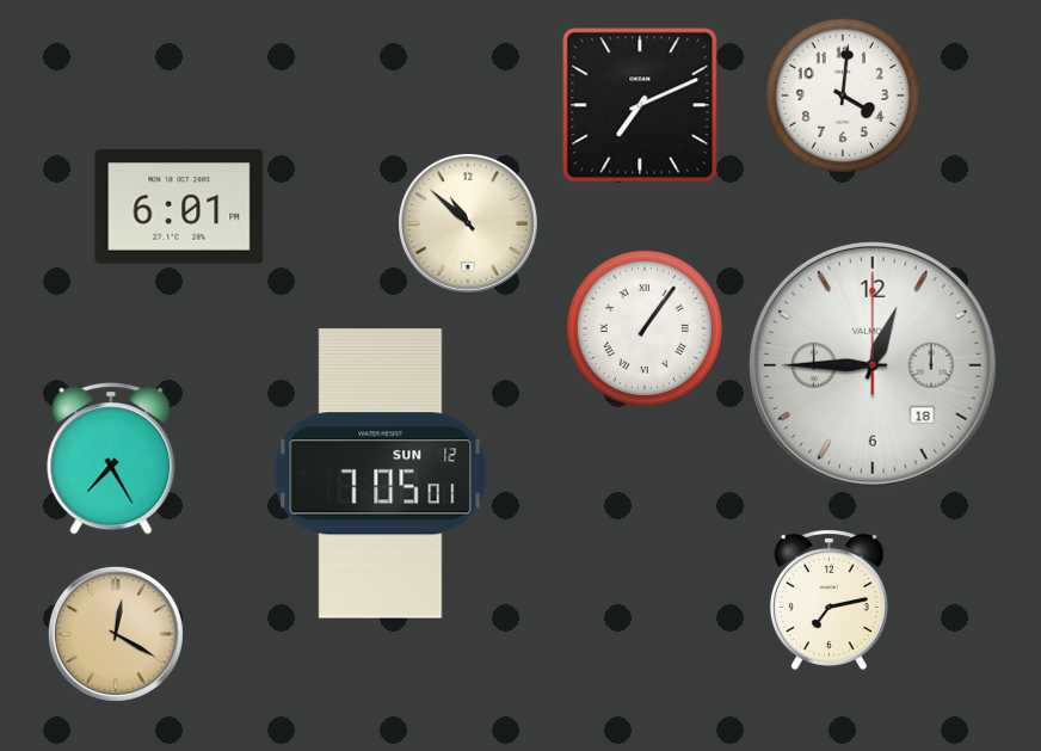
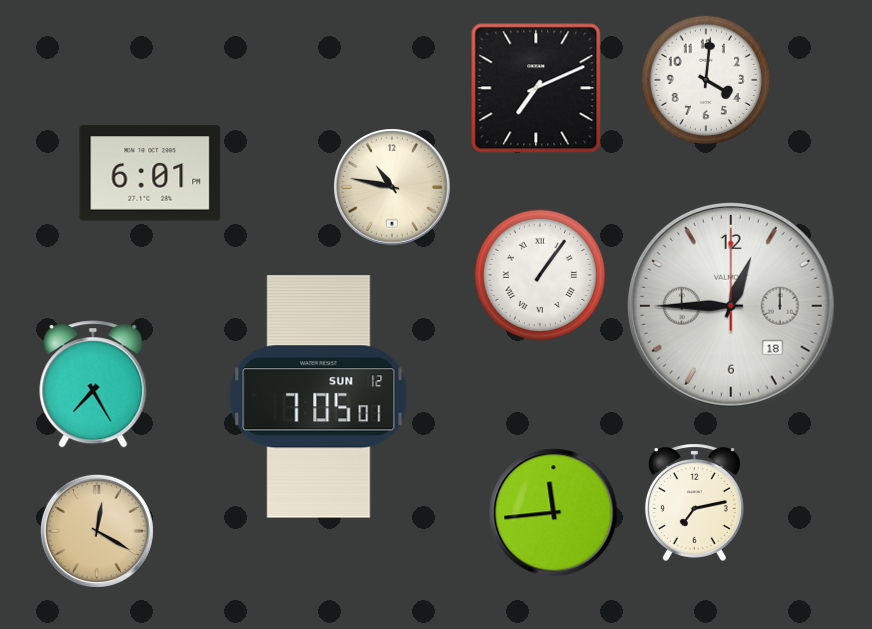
clock at (469, 224): 10:52 -> 10:47
clock at (554, 513): none -> 11:44
